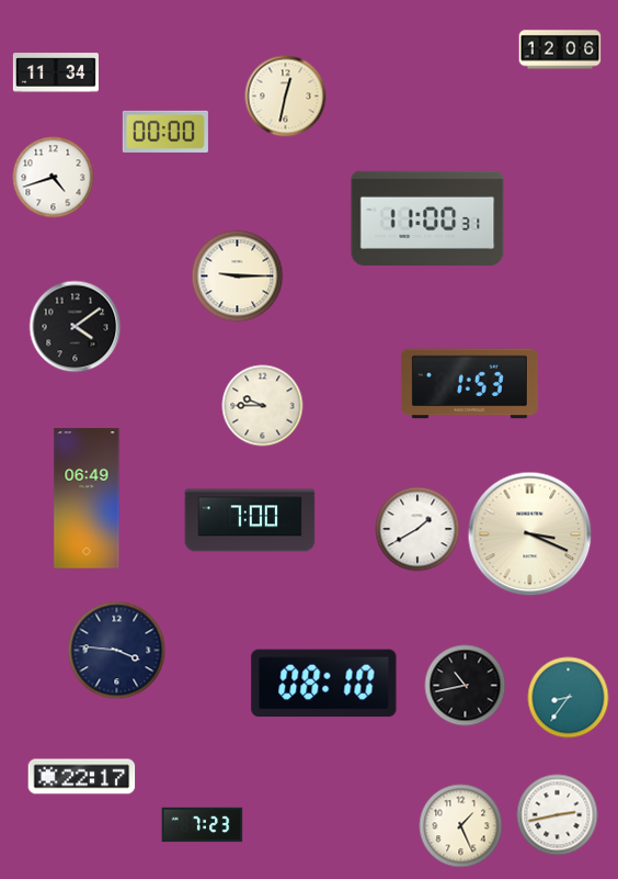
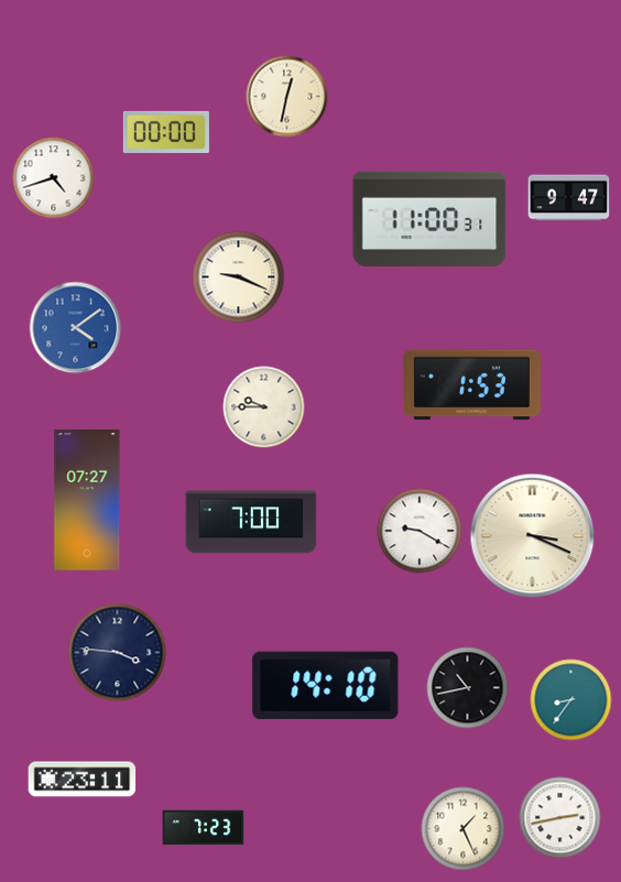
clock at (560, 49): 12:06 -> none
clock at (56, 72): 11:34 -> none
clock at (569, 198): none -> 9:47
clock at (238, 277): 9:15 -> 9:19
clock at (76, 327) dial: black -> blue
clock at (87, 498): 06:49 -> 07:27
clock at (417, 529): 1:40 -> 9:20
clock at (324, 684): 08:10 -> 14:10
clock at (82, 777): 22:17 -> 23:11
